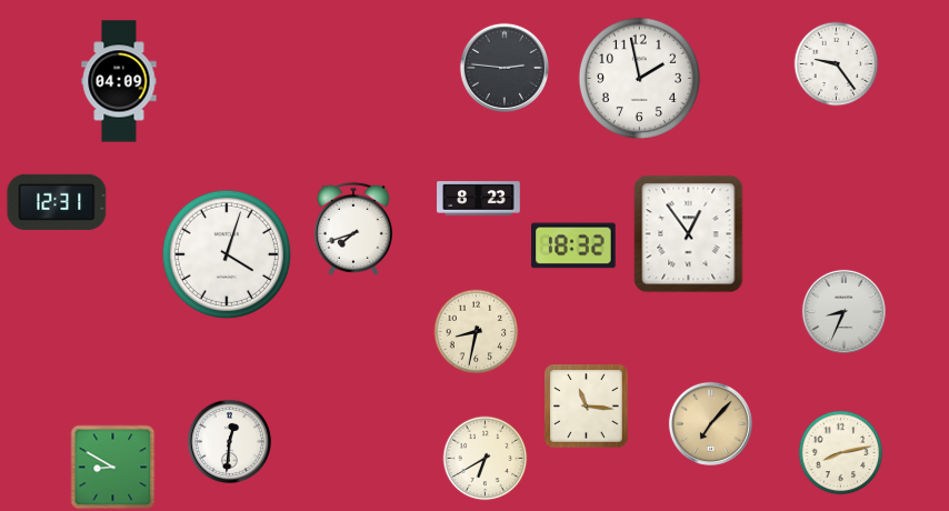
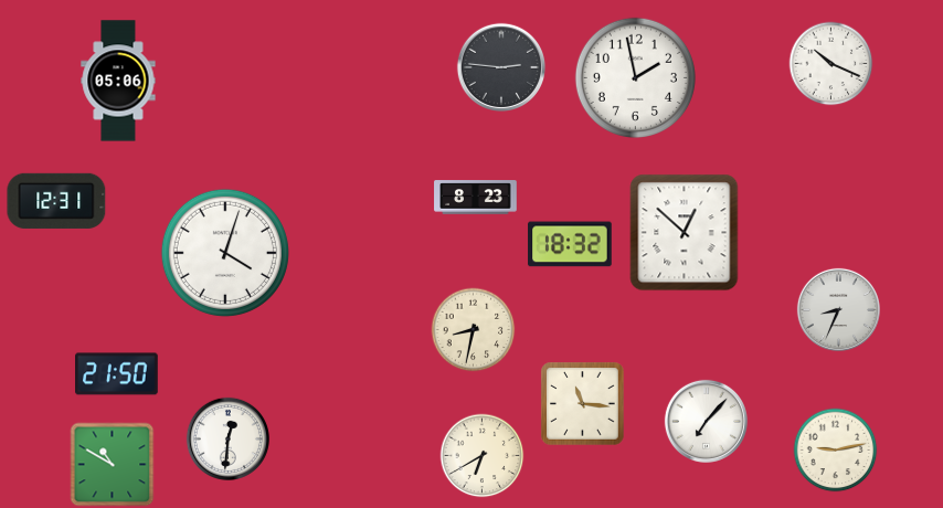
clock at (837, 64): 9:24 -> 10:19
clock at (119, 81): 04:09 -> 05:06
clock at (353, 229): 7:42 -> none
clock at (689, 234): 12:54 -> 12:52
clock at (117, 374): none -> 21:50
clock at (710, 423) dial: champagne -> white
clock at (841, 453): 8:13 -> 9:13
clock at (113, 468): 8:50 -> 10:50
